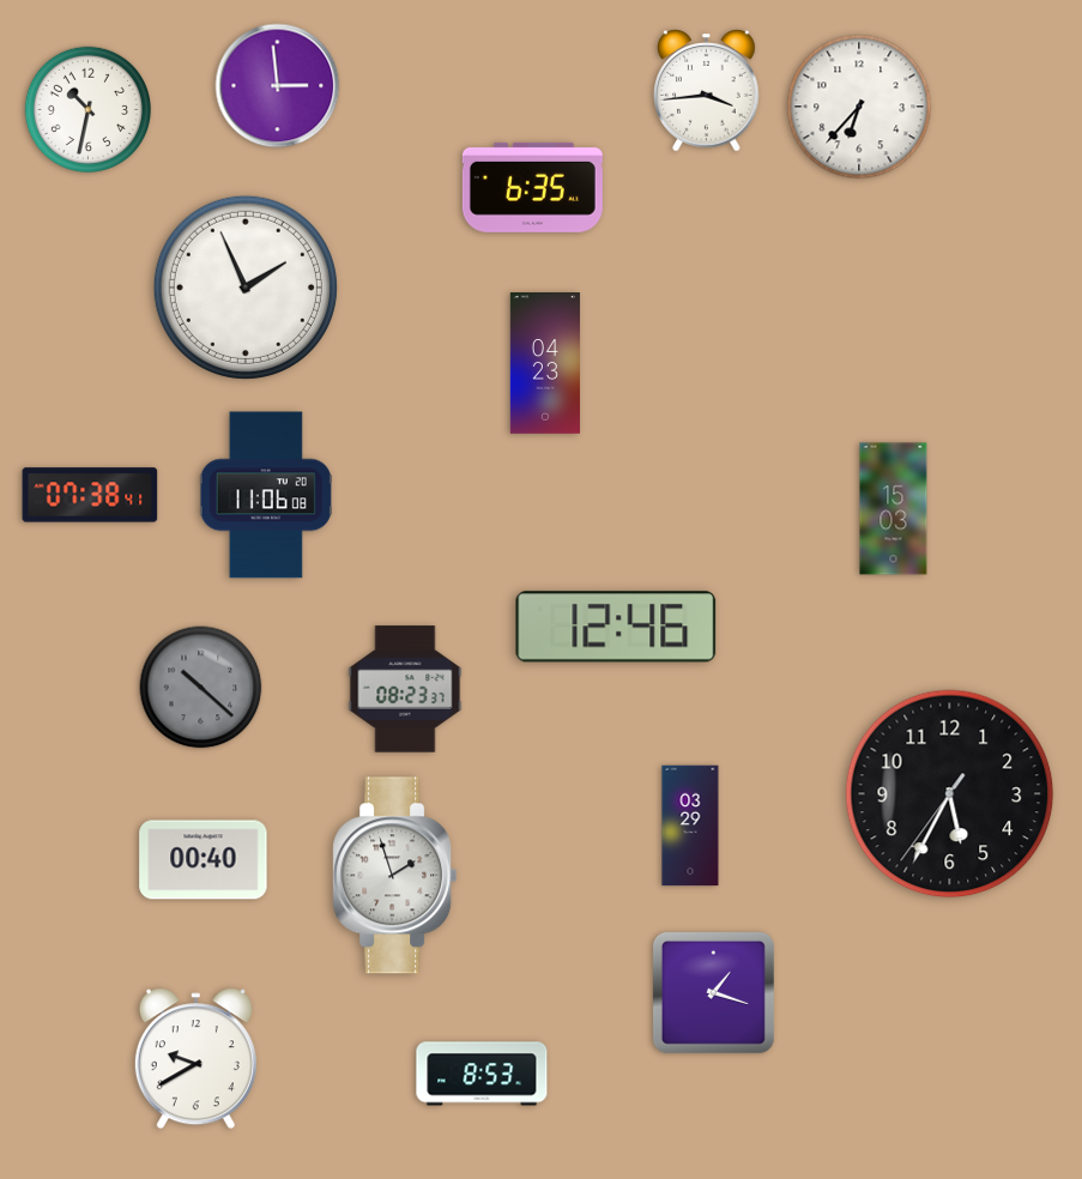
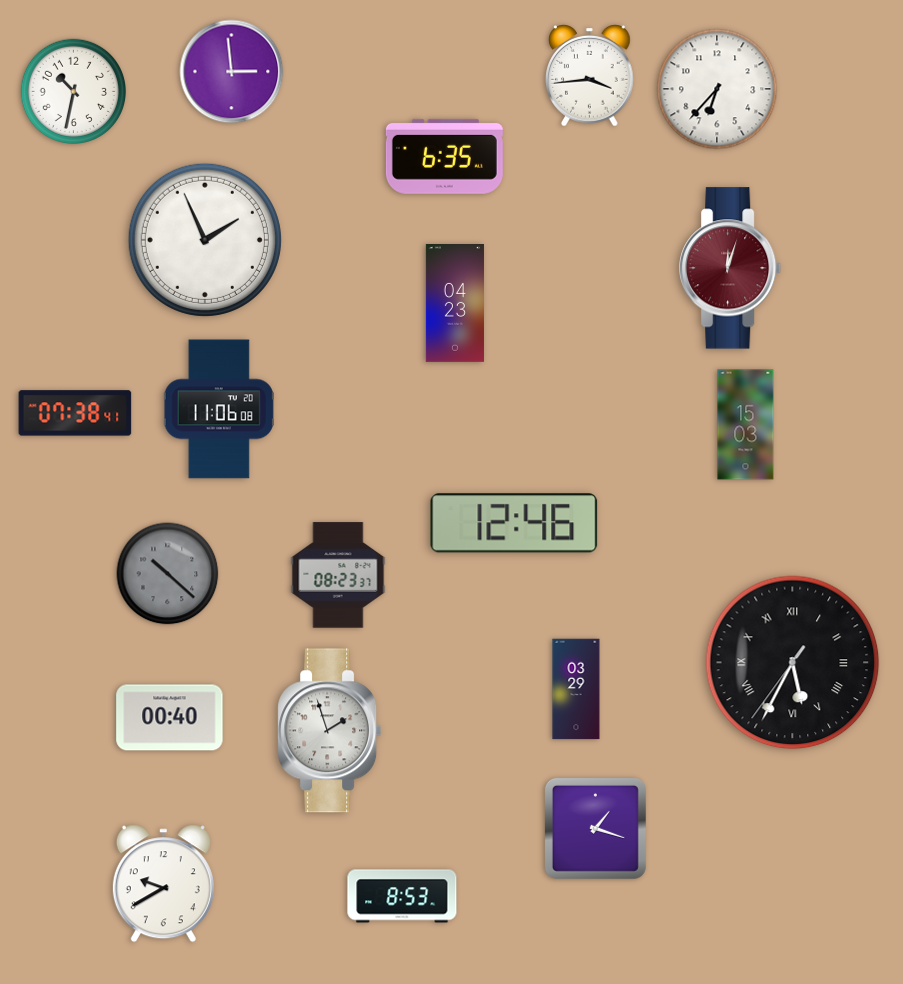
clock at (731, 268): none -> 12:03
clock at (266, 495) position: (266, 495) -> (219, 409)
clock at (950, 794) numerals: Arabic -> Roman
